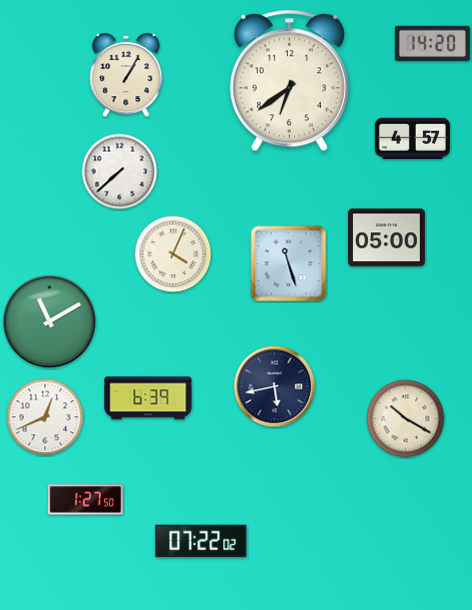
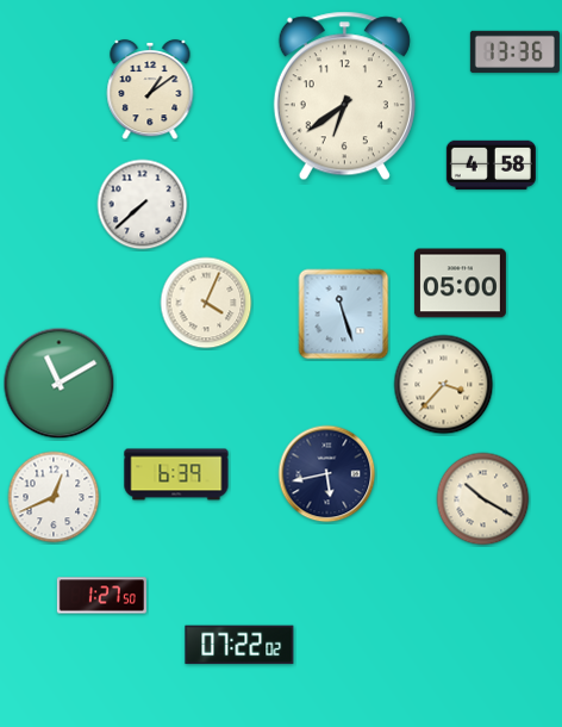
clock at (432, 43): 14:20 -> 13:36
clock at (126, 75): 1:05 -> 1:09
clock at (412, 138): 4:57 -> 4:58
clock at (444, 385): none -> 3:37
clock at (275, 387) position: (275, 387) -> (327, 474)
